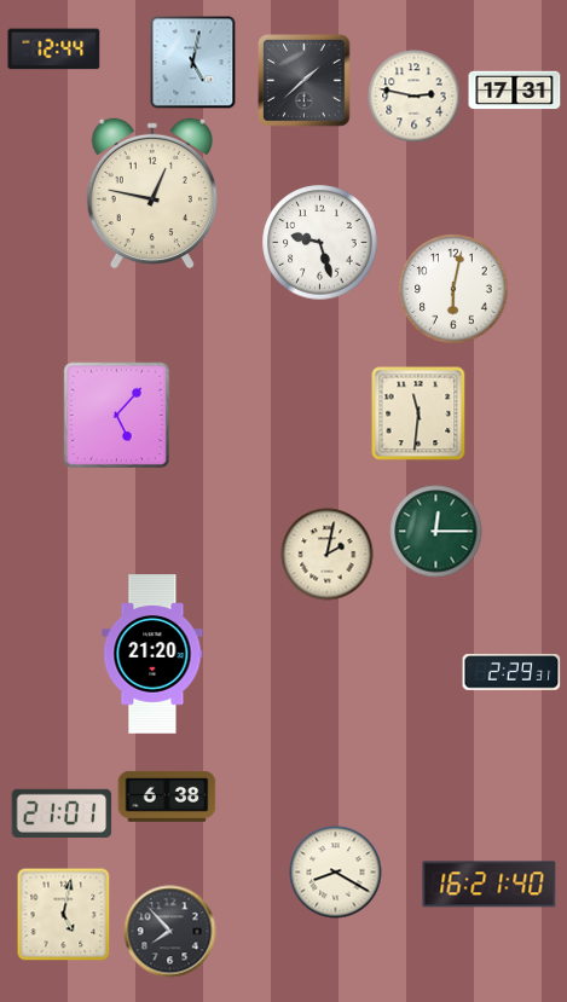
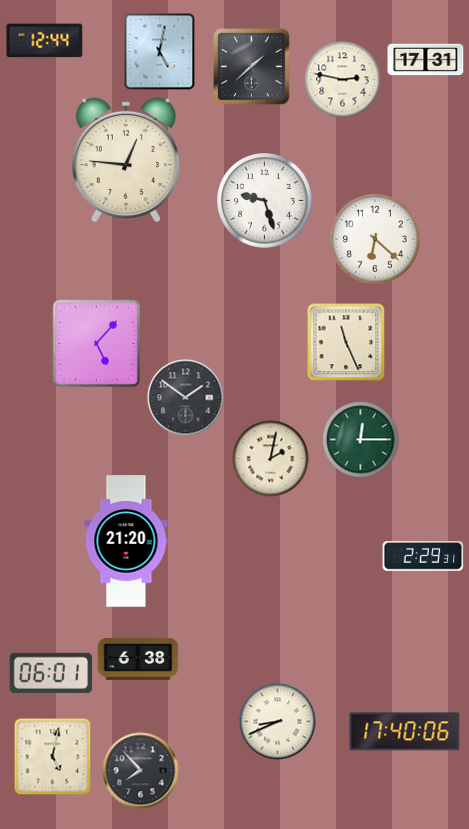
clock at (515, 91) position: (515, 91) -> (426, 60)
clock at (151, 193): 12:47 -> 12:46
clock at (453, 289): 6:02 -> 6:22
clock at (418, 413): 11:31 -> 11:26
clock at (186, 398): none -> 1:51
clock at (62, 813): 21:01 -> 06:01
clock at (336, 873): 8:20 -> 8:41
clock at (490, 885): 16:21 -> 17:40
